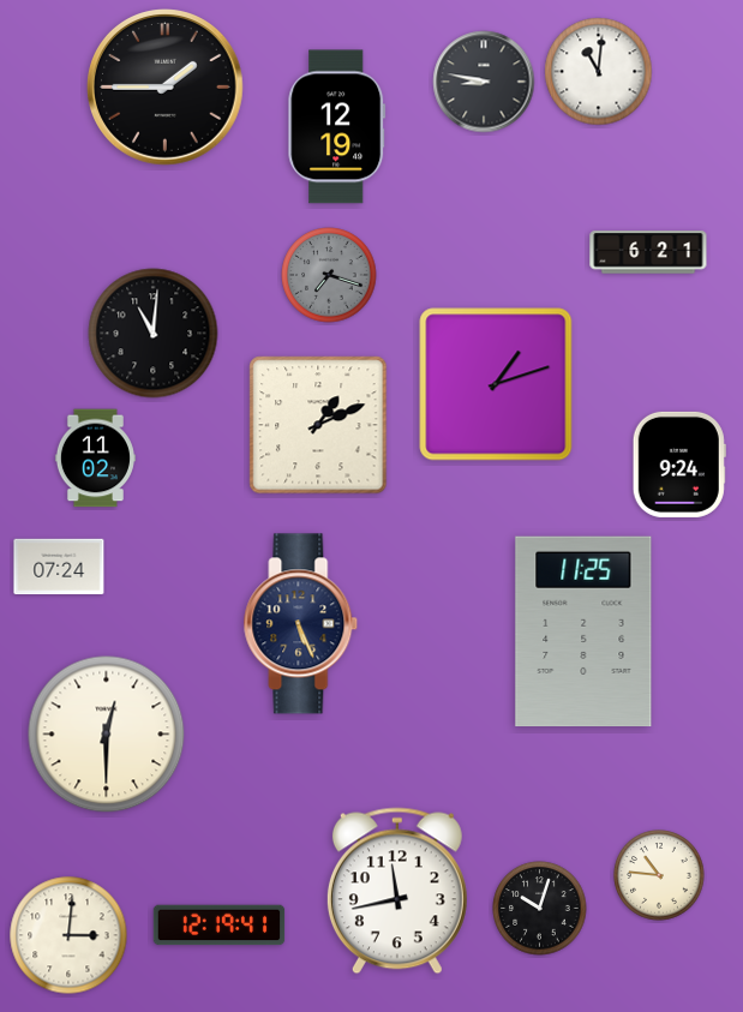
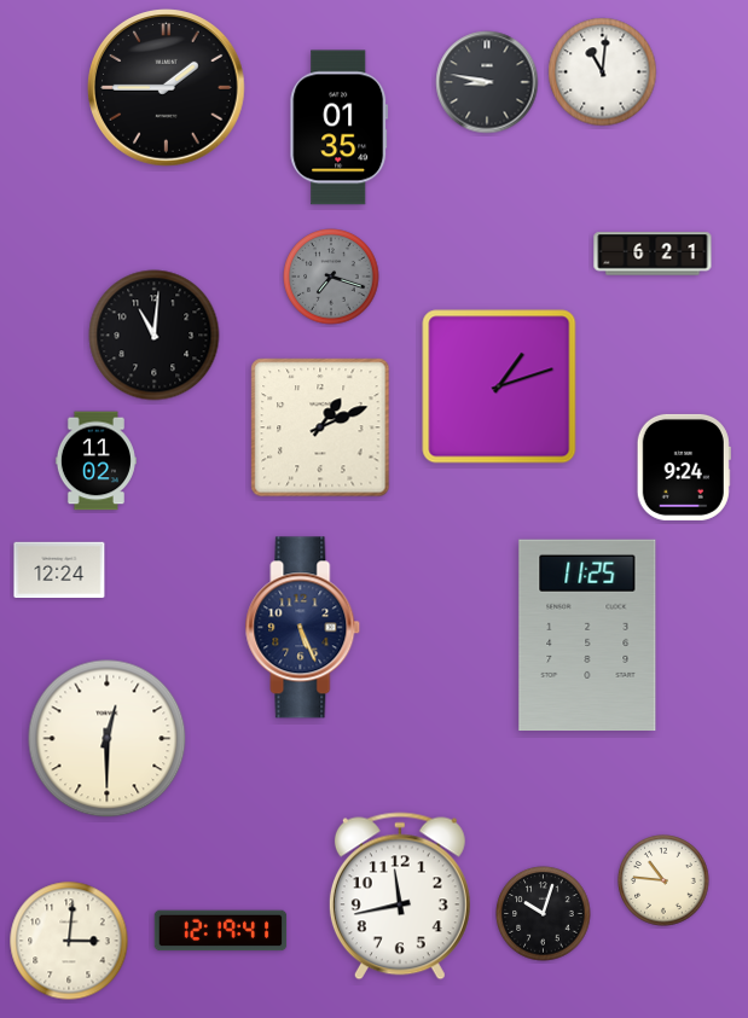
clock at (337, 127): 12:19 -> 01:35
clock at (59, 567): 07:24 -> 12:24
